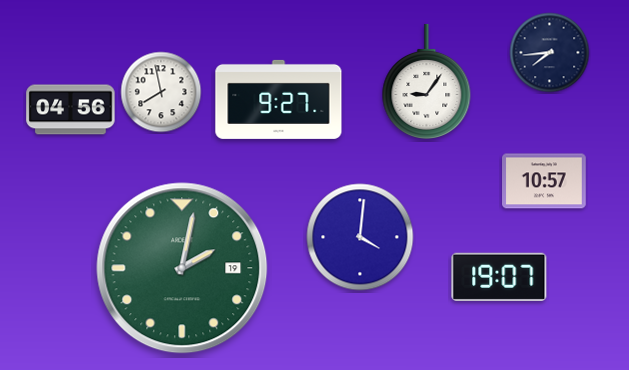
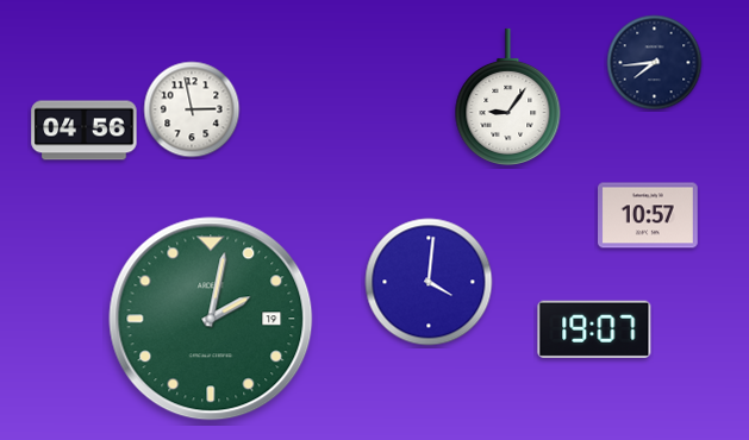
clock at (161, 92): 7:58 -> 2:58
clock at (279, 99): 9:27 -> none
clock at (182, 268) position: (182, 268) -> (211, 319)
